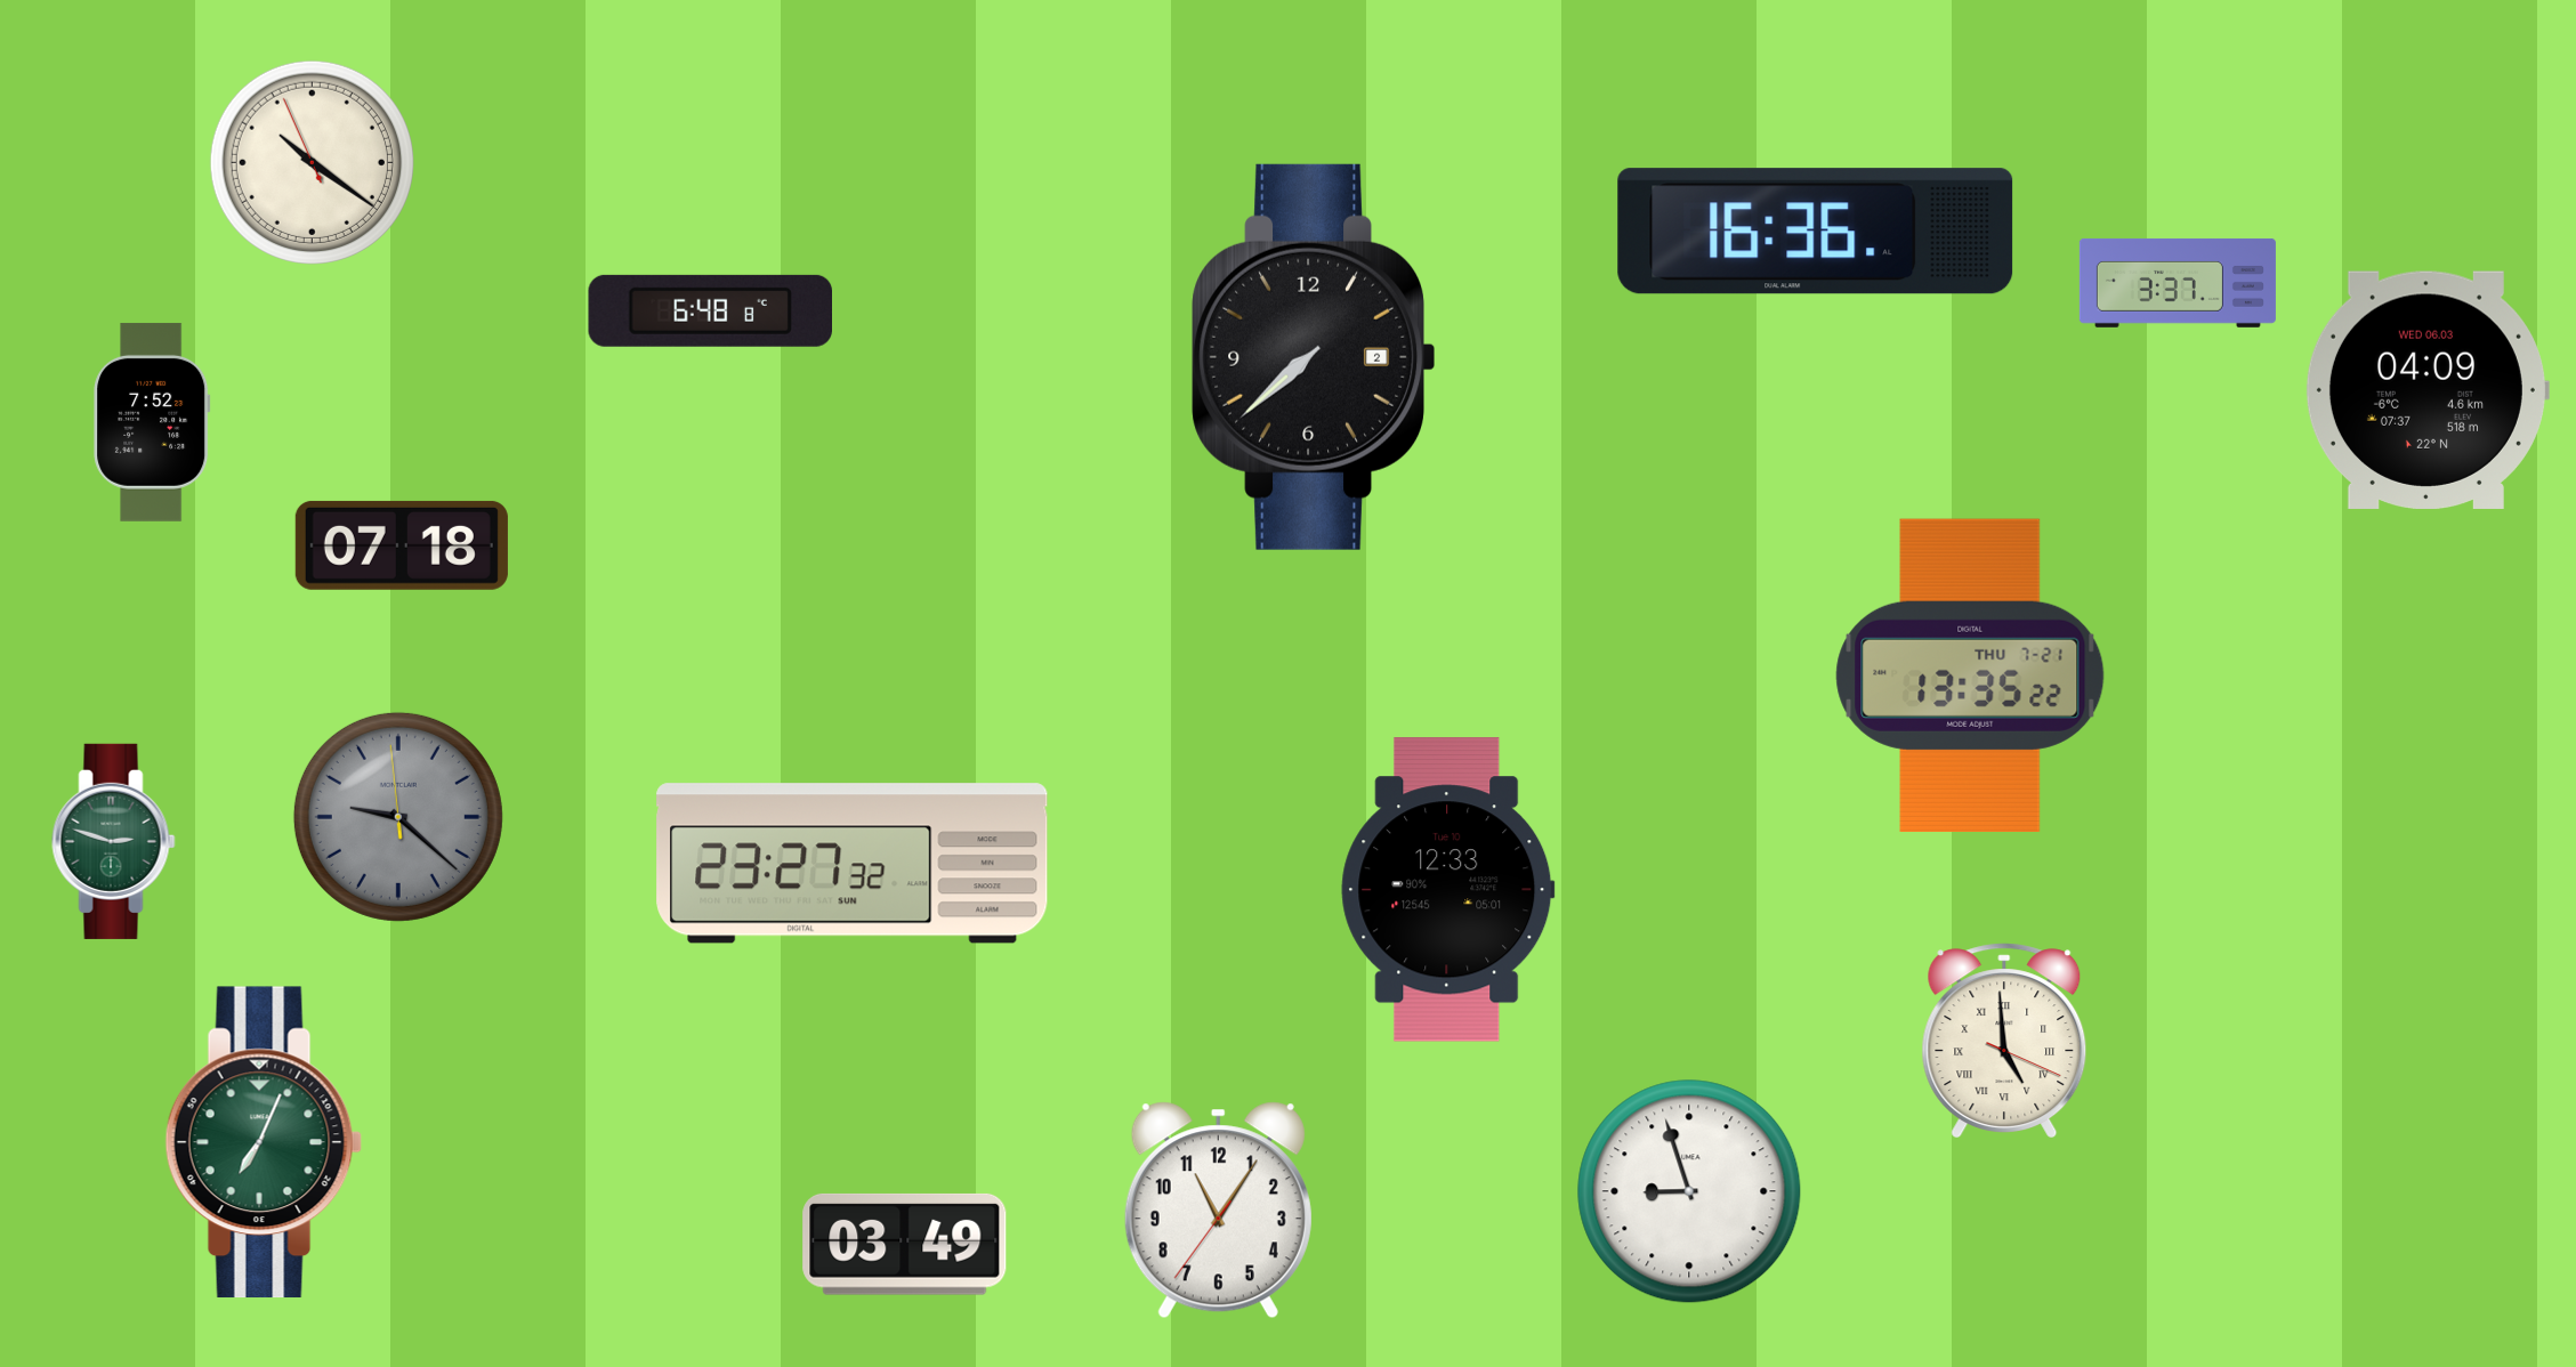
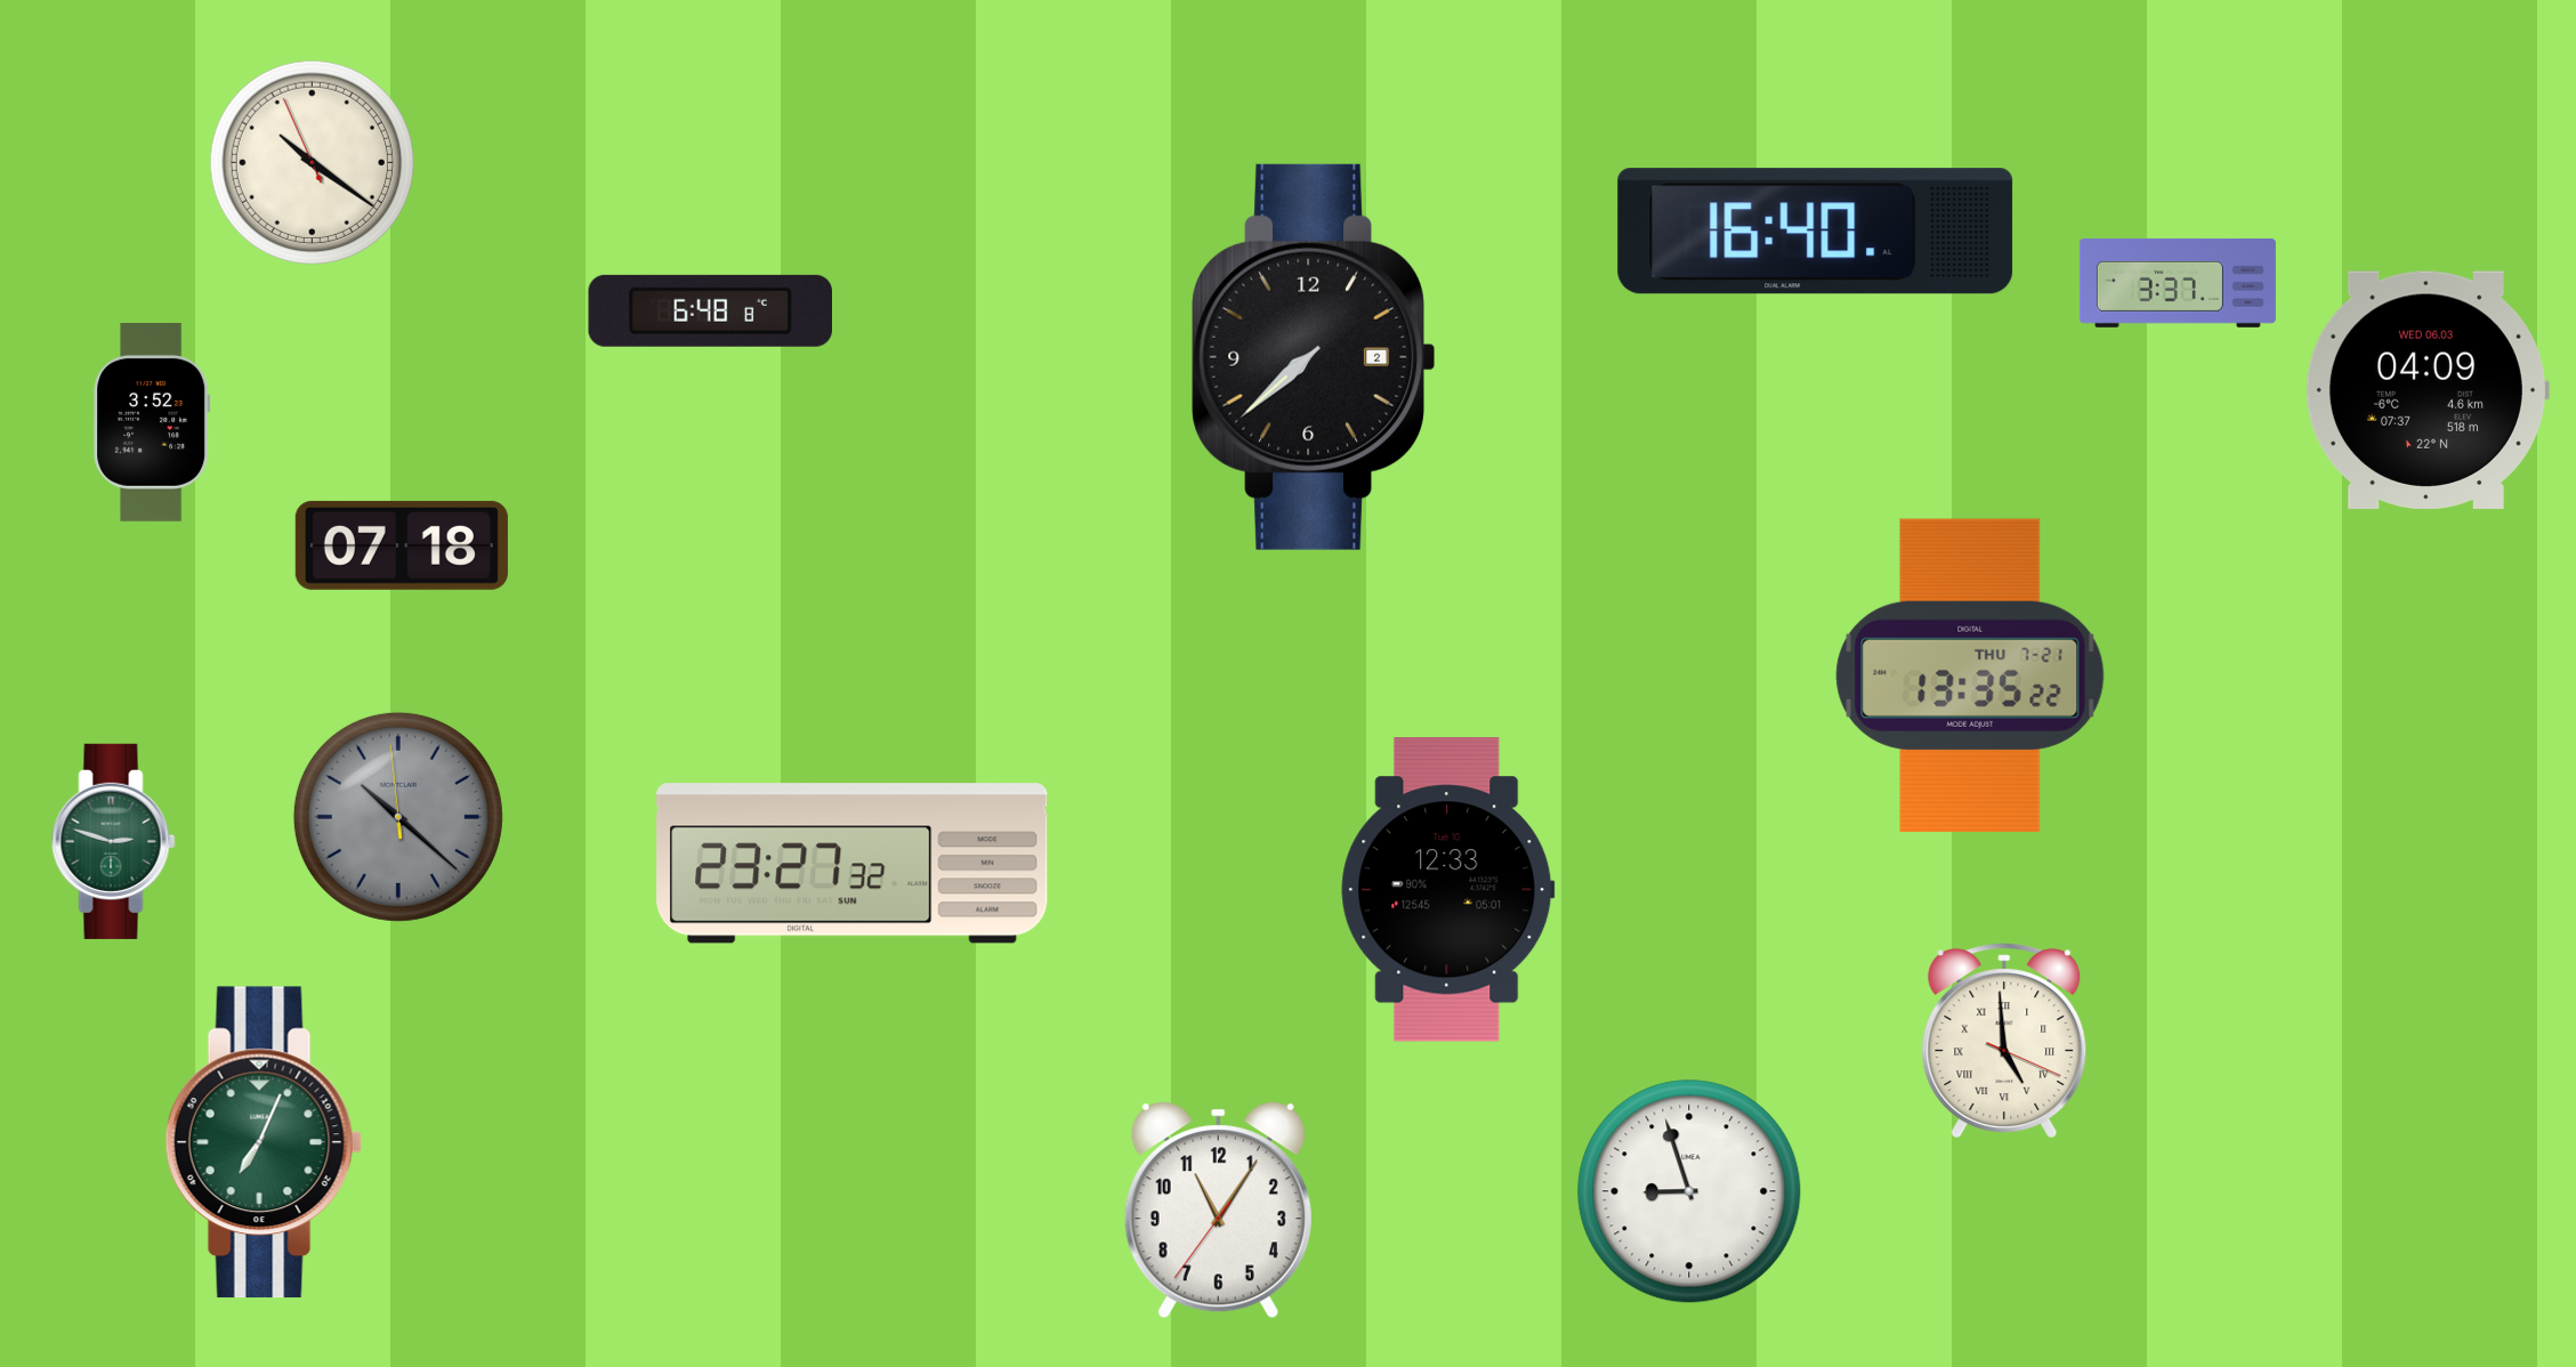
clock at (1816, 232): 16:36 -> 16:40
clock at (152, 422): 7:52 -> 3:52
clock at (398, 817): 9:21 -> 10:21
clock at (905, 1244): 03:49 -> none
